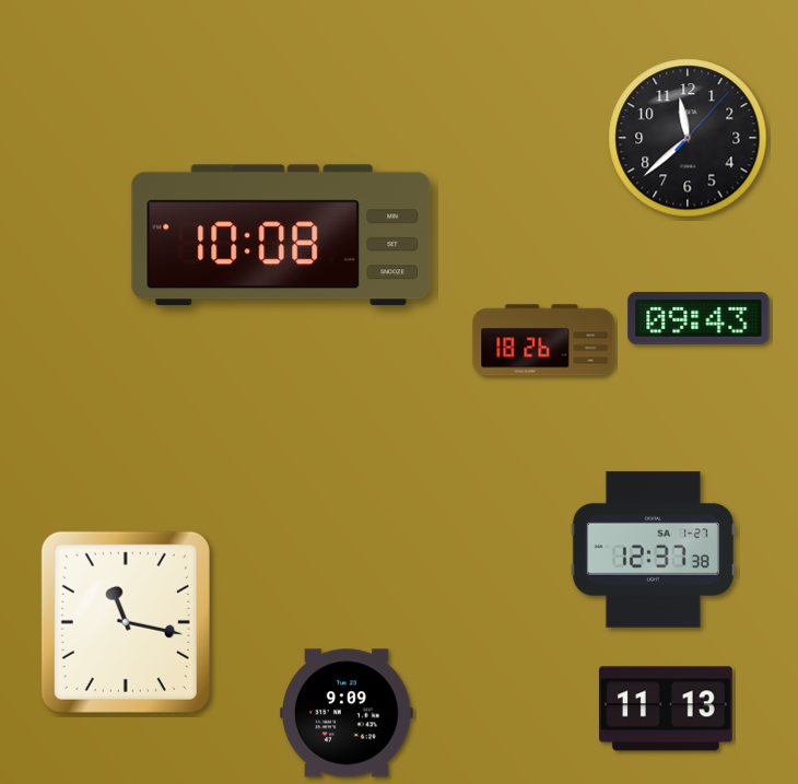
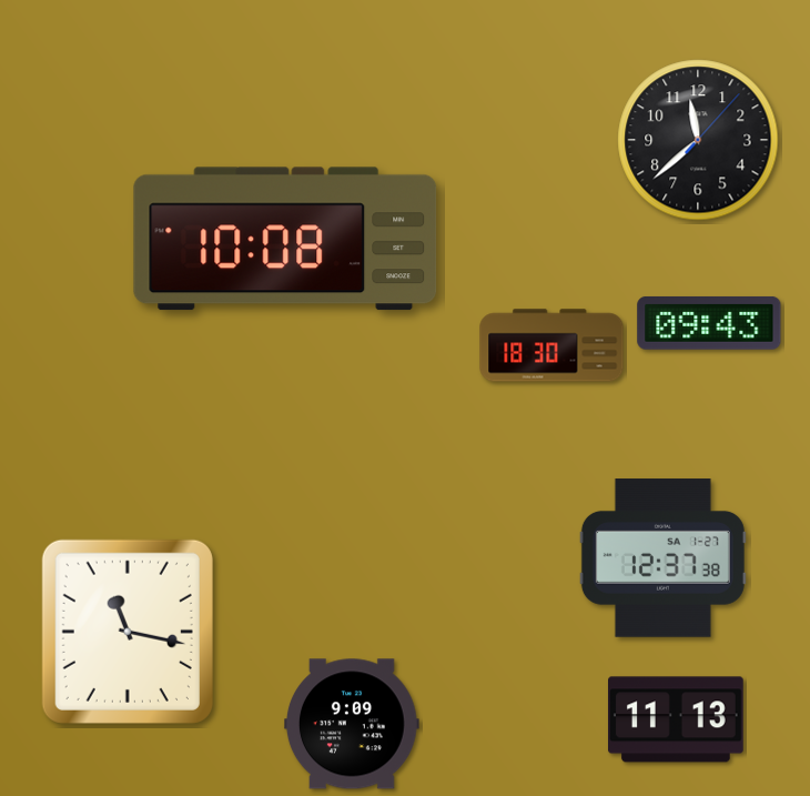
clock at (543, 340): 18:26 -> 18:30
